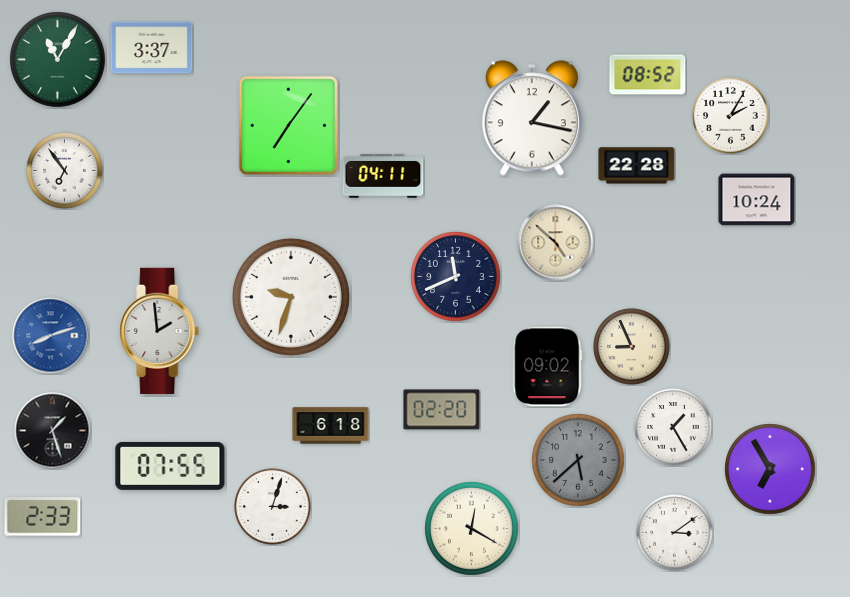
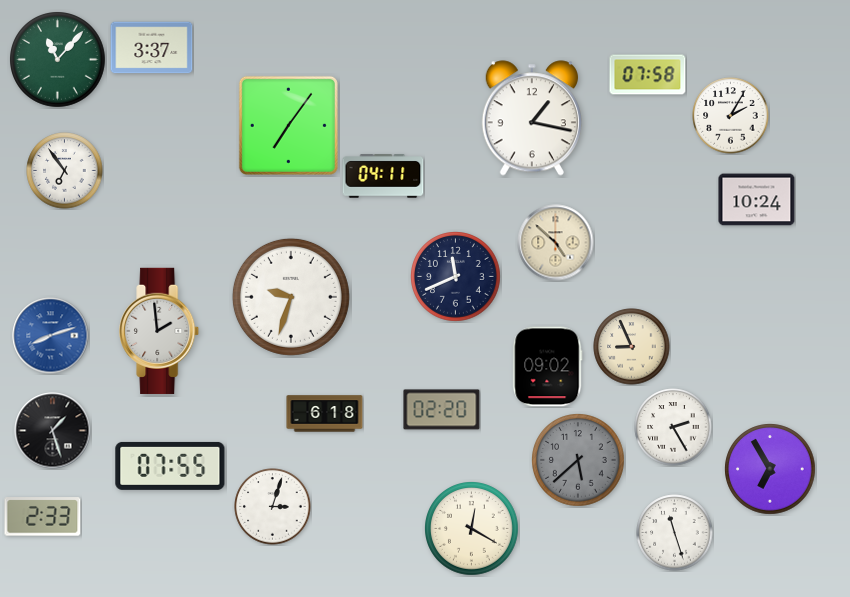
clock at (58, 60): 11:05 -> 11:07
clock at (648, 75): 08:52 -> 07:58
clock at (637, 166): 22:28 -> none
clock at (331, 426) position: (331, 426) -> (325, 414)
clock at (673, 427): 1:25 -> 2:25
clock at (675, 533): 3:09 -> 11:27
